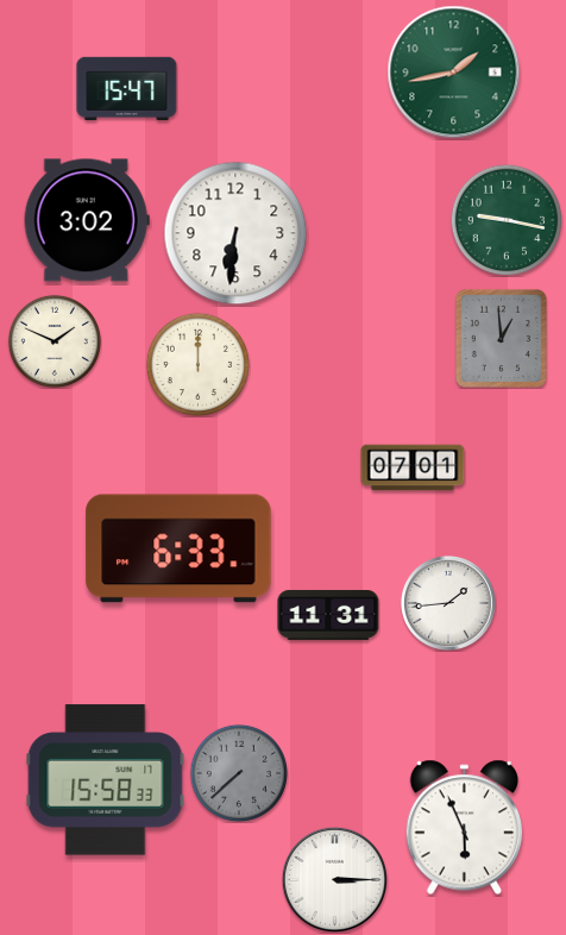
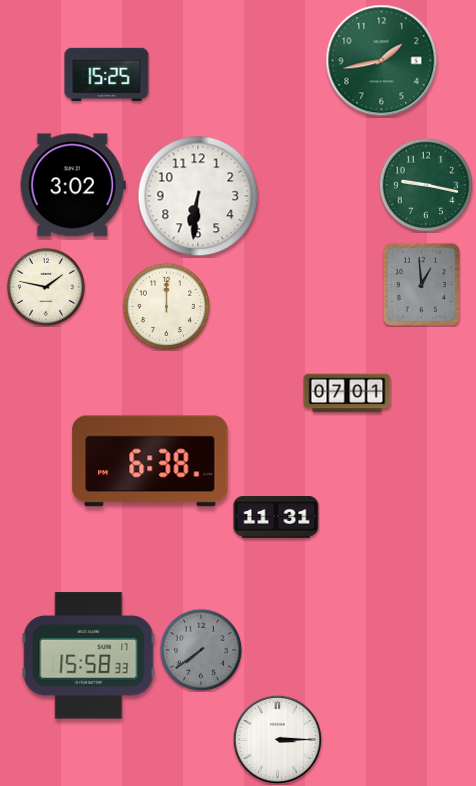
clock at (127, 88): 15:47 -> 15:25
clock at (55, 341): 1:49 -> 1:47
clock at (178, 548): 6:33 -> 6:38
clock at (448, 603): 1:44 -> none
clock at (239, 773): 7:38 -> 7:39
clock at (464, 828): 5:56 -> none
clock at (334, 879) position: (334, 879) -> (277, 739)
